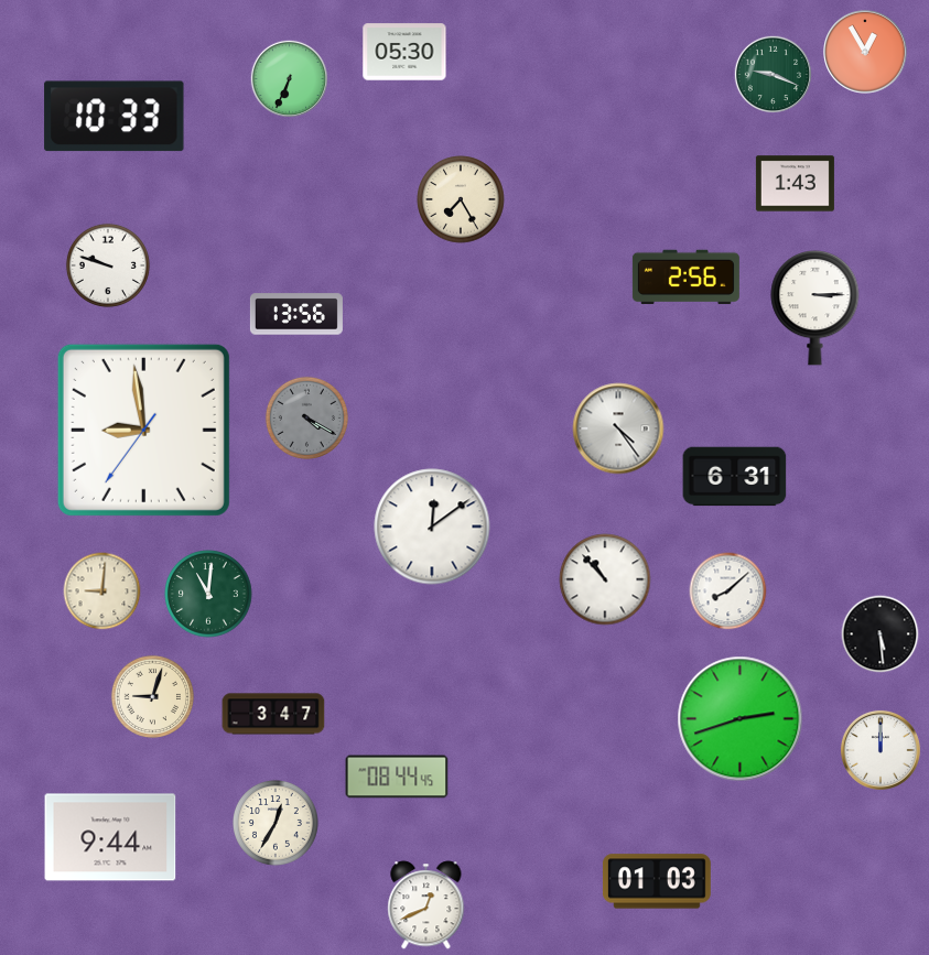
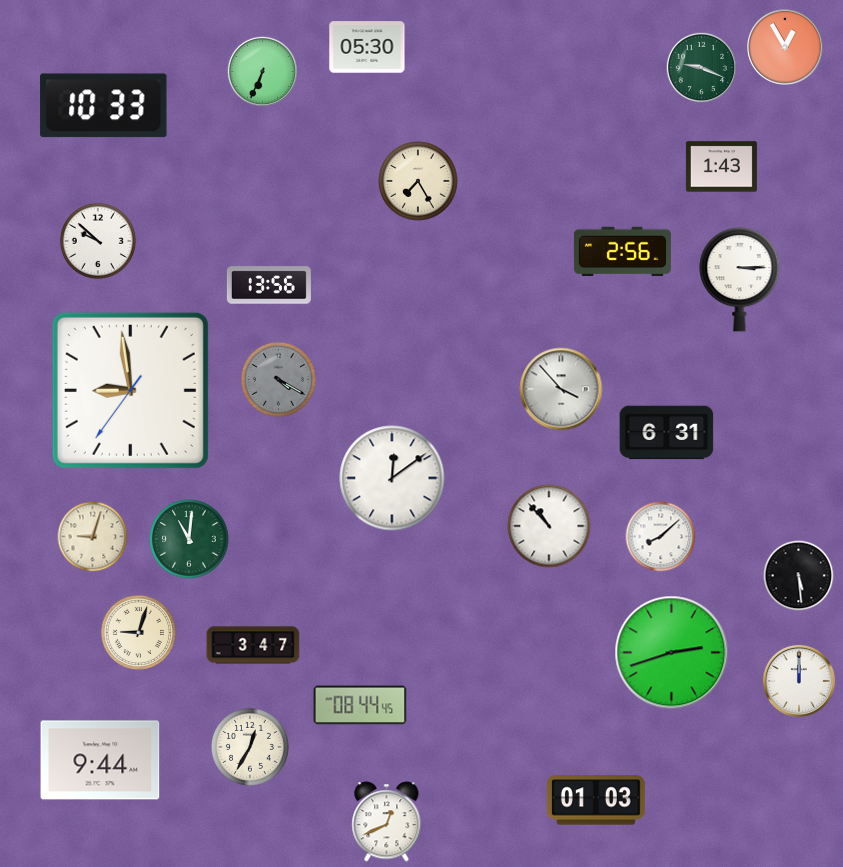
clock at (108, 265): 9:48 -> 9:52
clock at (618, 428): 4:24 -> 3:53
clock at (102, 592): 9:01 -> 9:03
clock at (273, 714) position: (273, 714) -> (253, 645)
